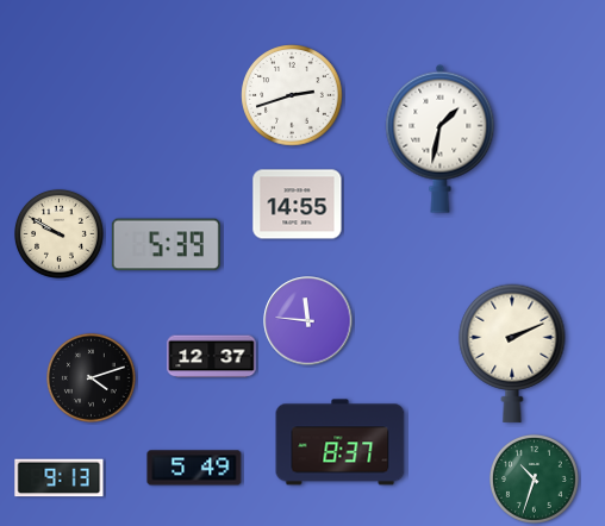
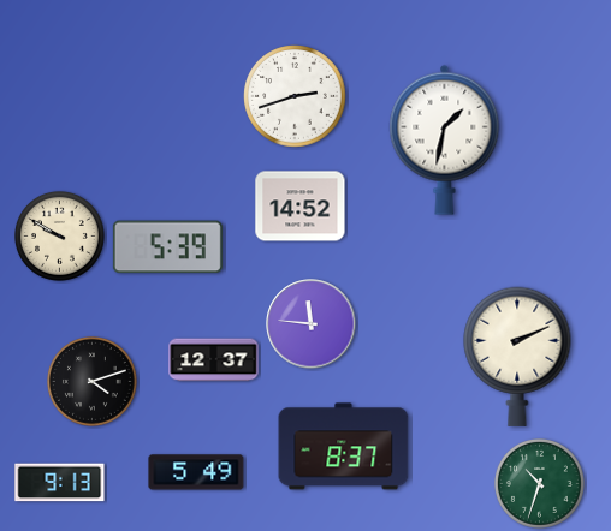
clock at (298, 205): 14:55 -> 14:52
